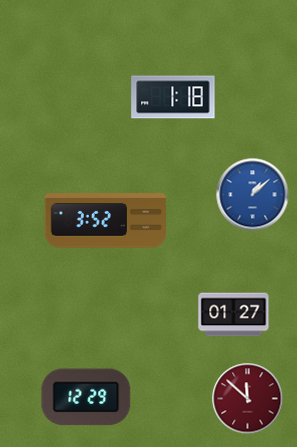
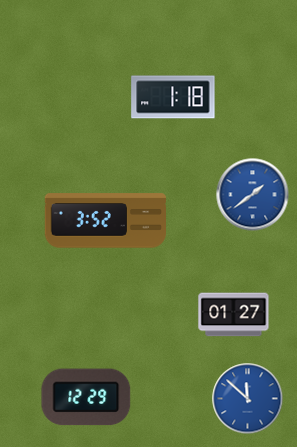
clock at (253, 195): 1:08 -> 1:39
clock at (248, 399) dial: burgundy -> blue
